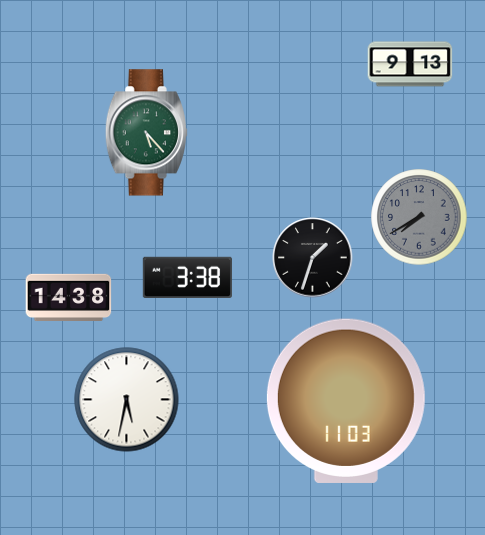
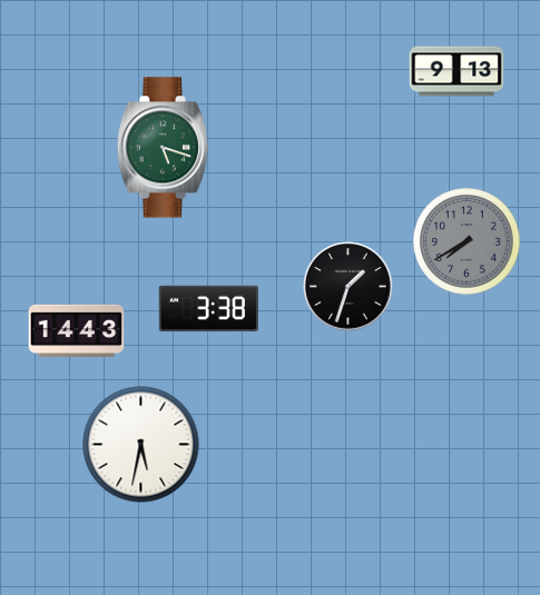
clock at (146, 133): 5:23 -> 5:18
clock at (69, 298): 14:38 -> 14:43
clock at (346, 401): 11:03 -> none
